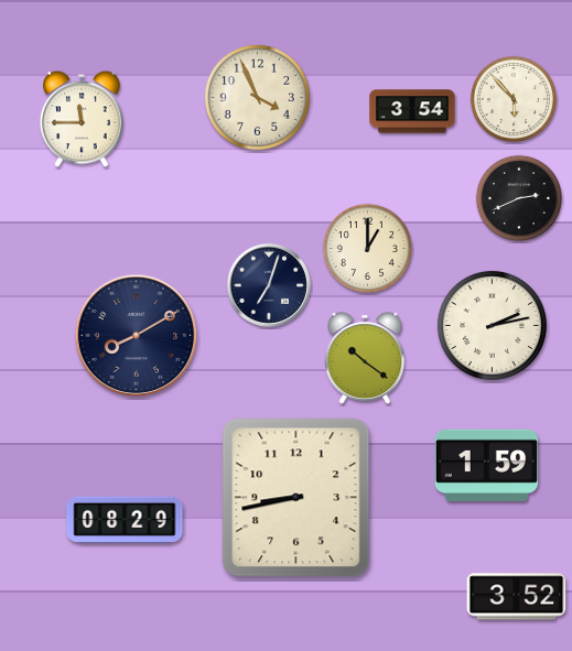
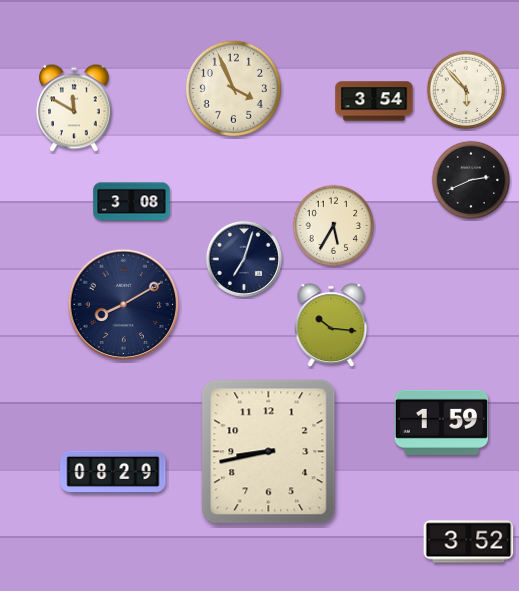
clock at (82, 119): 11:45 -> 11:50
clock at (132, 202): none -> 3:08
clock at (367, 248): 1:00 -> 5:35
clock at (492, 325): 2:13 -> none
clock at (365, 358): 10:21 -> 10:16
